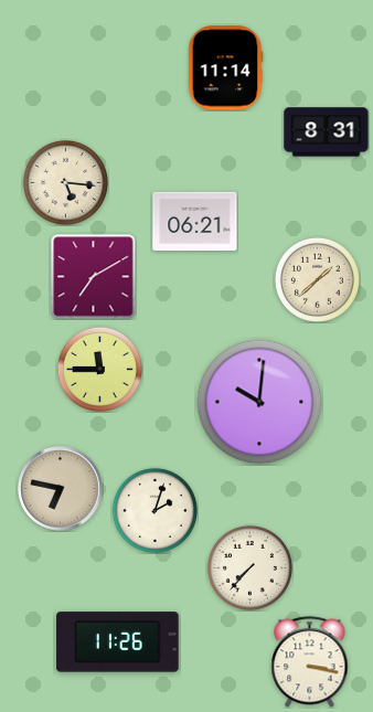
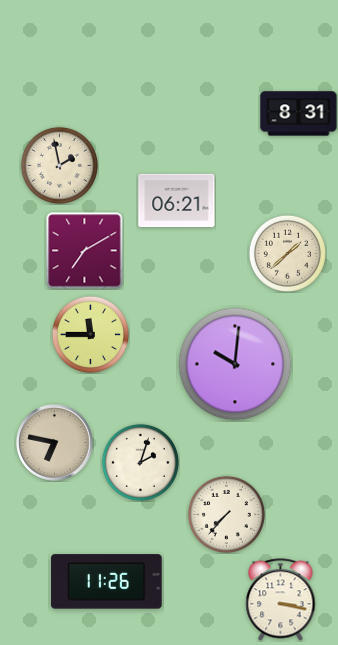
clock at (225, 68): 11:14 -> none
clock at (327, 132) position: (327, 132) -> (299, 114)
clock at (65, 182): 5:16 -> 1:58
